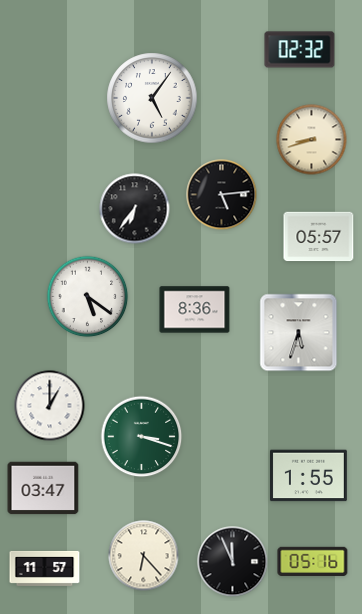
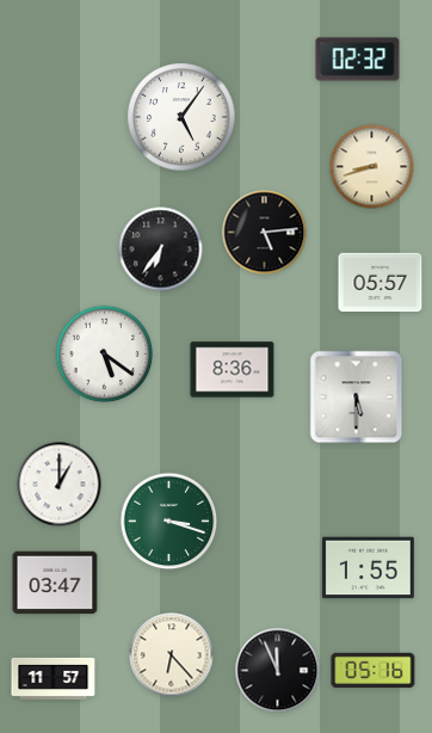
clock at (299, 333): 5:33 -> 5:30
clock at (43, 488) position: (43, 488) -> (55, 583)
clock at (144, 556) position: (144, 556) -> (172, 655)
